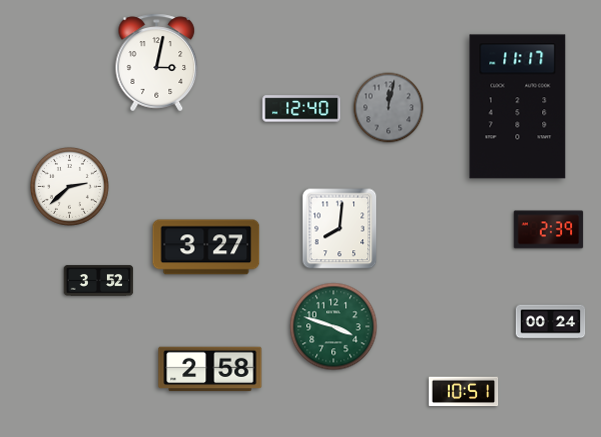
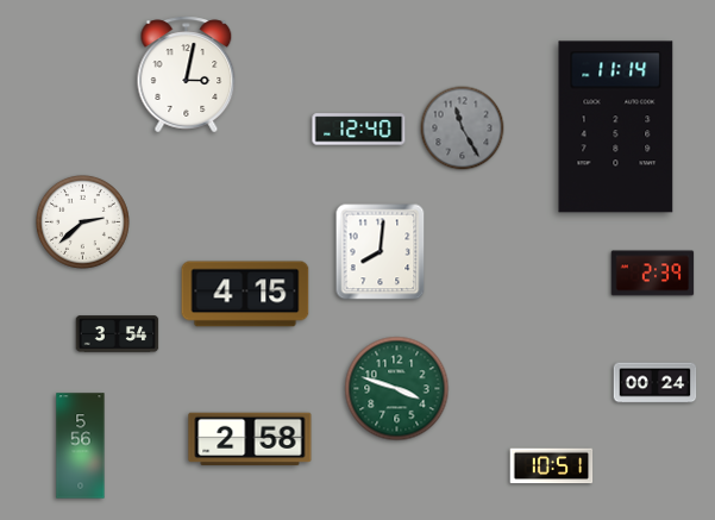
clock at (518, 107): 11:17 -> 11:14
clock at (389, 108): 12:02 -> 11:25
clock at (340, 229) position: (340, 229) -> (381, 252)
clock at (206, 247): 3:27 -> 4:15
clock at (99, 281): 3:52 -> 3:54
clock at (81, 446): none -> 5:56
